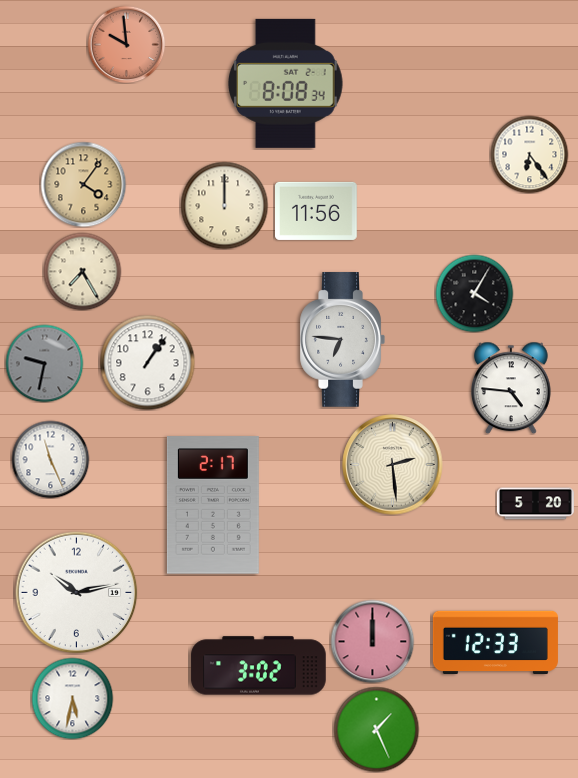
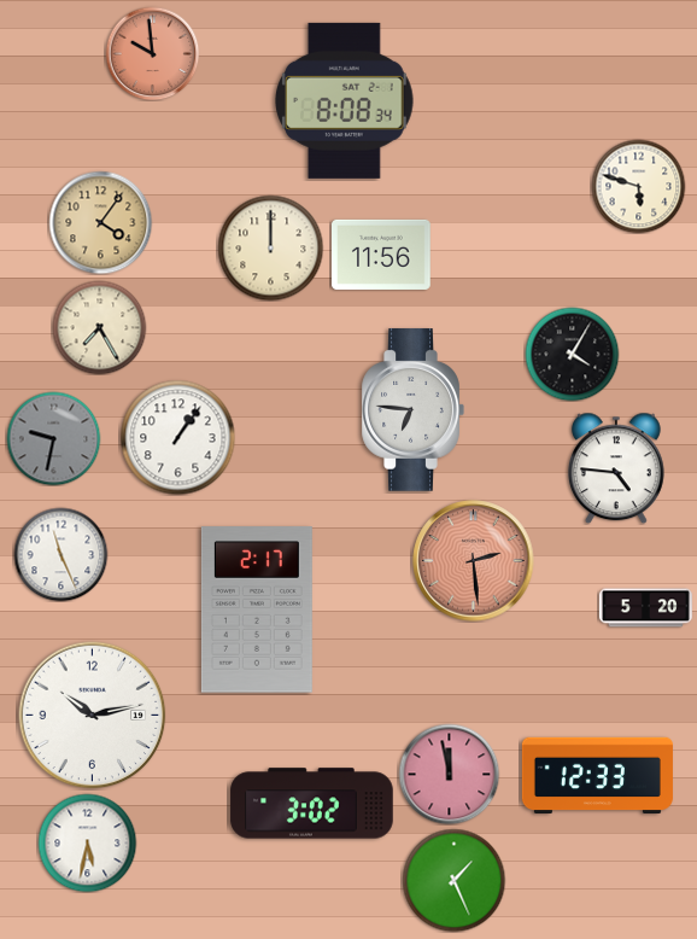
clock at (529, 154): 6:24 -> 5:48
clock at (393, 465) dial: cream -> salmon
clock at (372, 641): 12:00 -> 11:58
